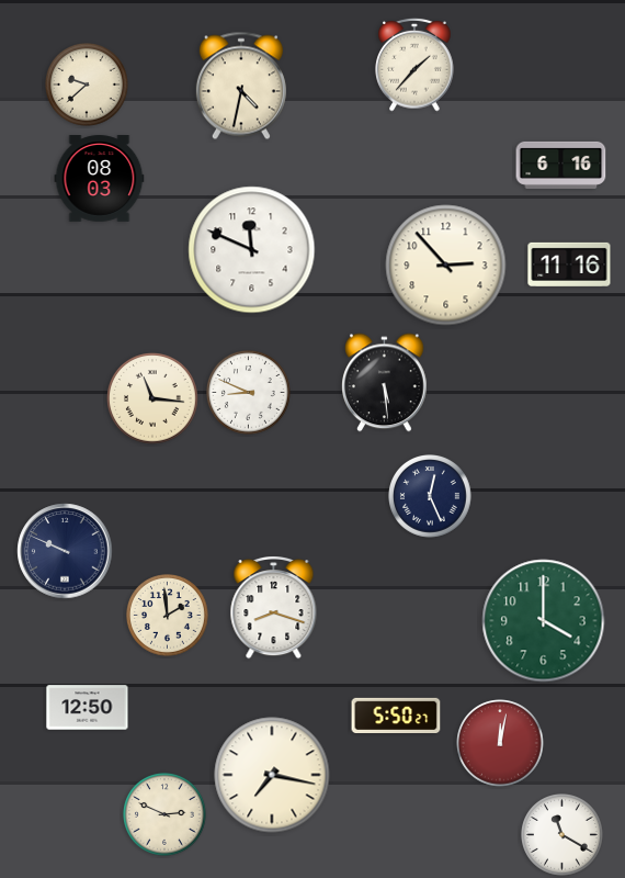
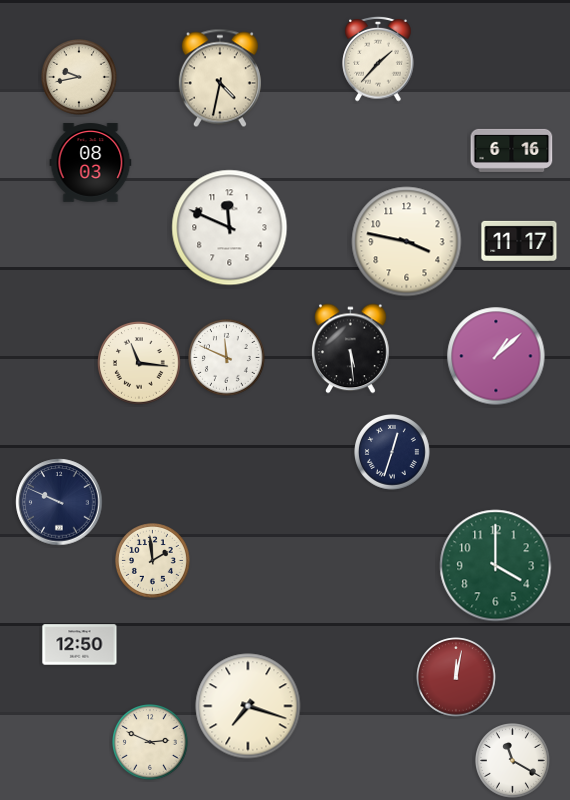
clock at (88, 86): 9:38 -> 9:43
clock at (569, 264): 11:16 -> 11:17
clock at (446, 266): 2:53 -> 3:47
clock at (496, 356): none -> 1:08
clock at (249, 393): 8:49 -> 11:49
clock at (431, 497): 12:26 -> 12:33
clock at (274, 608): 8:18 -> none
clock at (396, 714): 5:50 -> none
clock at (272, 775): 7:17 -> 7:18
